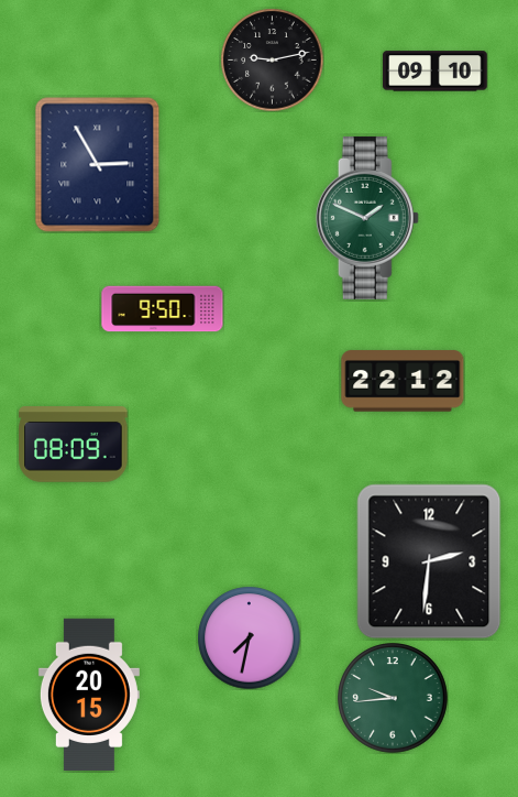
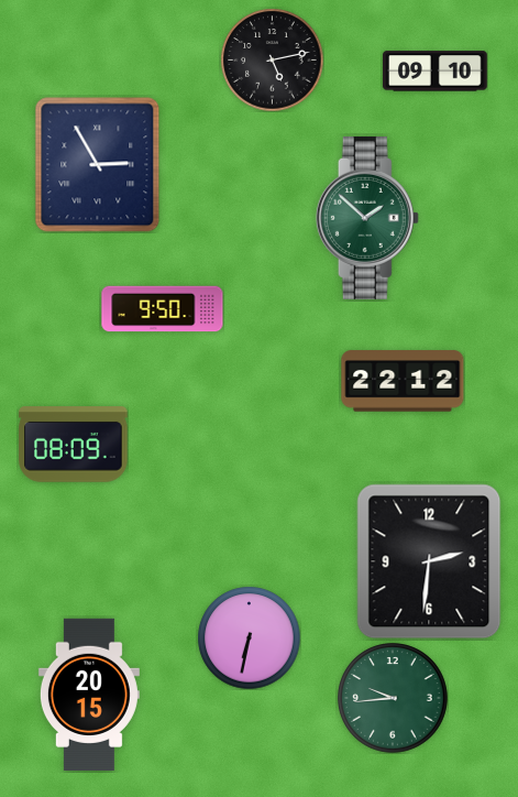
clock at (272, 59): 9:13 -> 5:13
clock at (367, 218): 1:49 -> 1:52
clock at (249, 637): 7:32 -> 6:32
